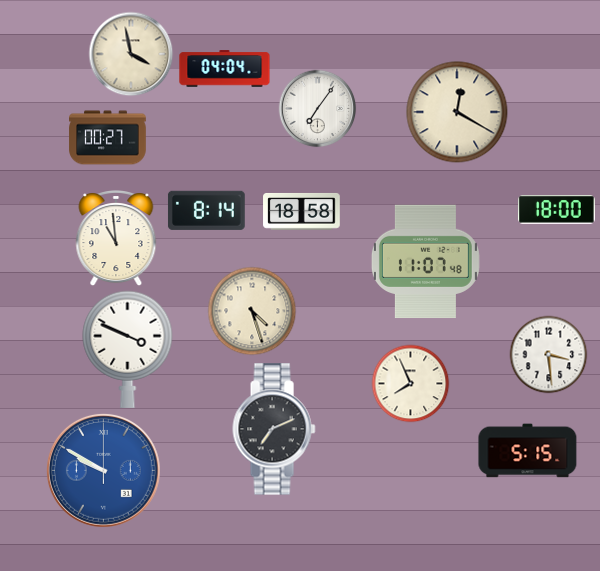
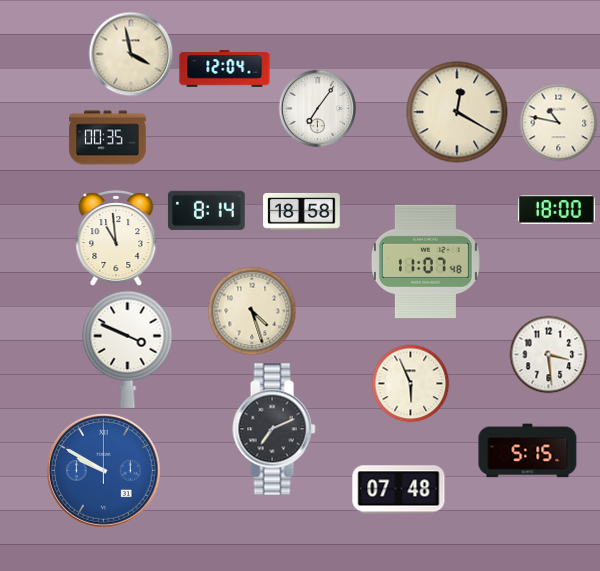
clock at (225, 69): 04:04 -> 12:04
clock at (558, 122): none -> 10:47
clock at (108, 138): 00:27 -> 00:35
clock at (410, 383): 7:56 -> 5:56
clock at (399, 490): none -> 07:48
